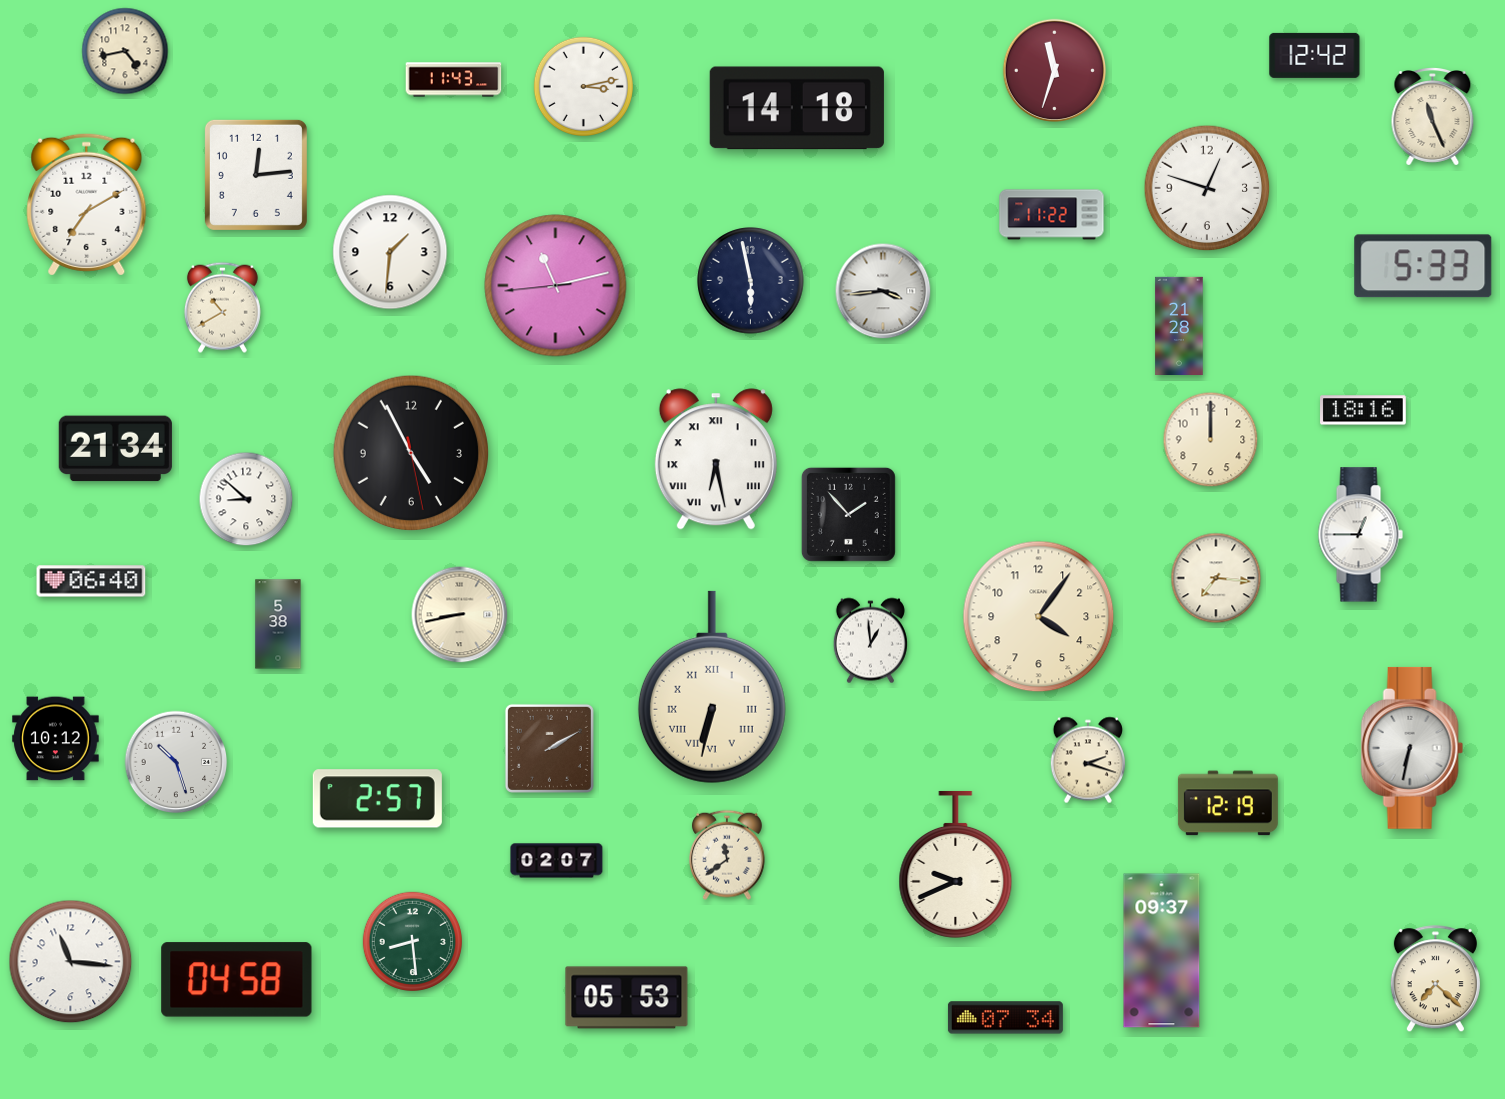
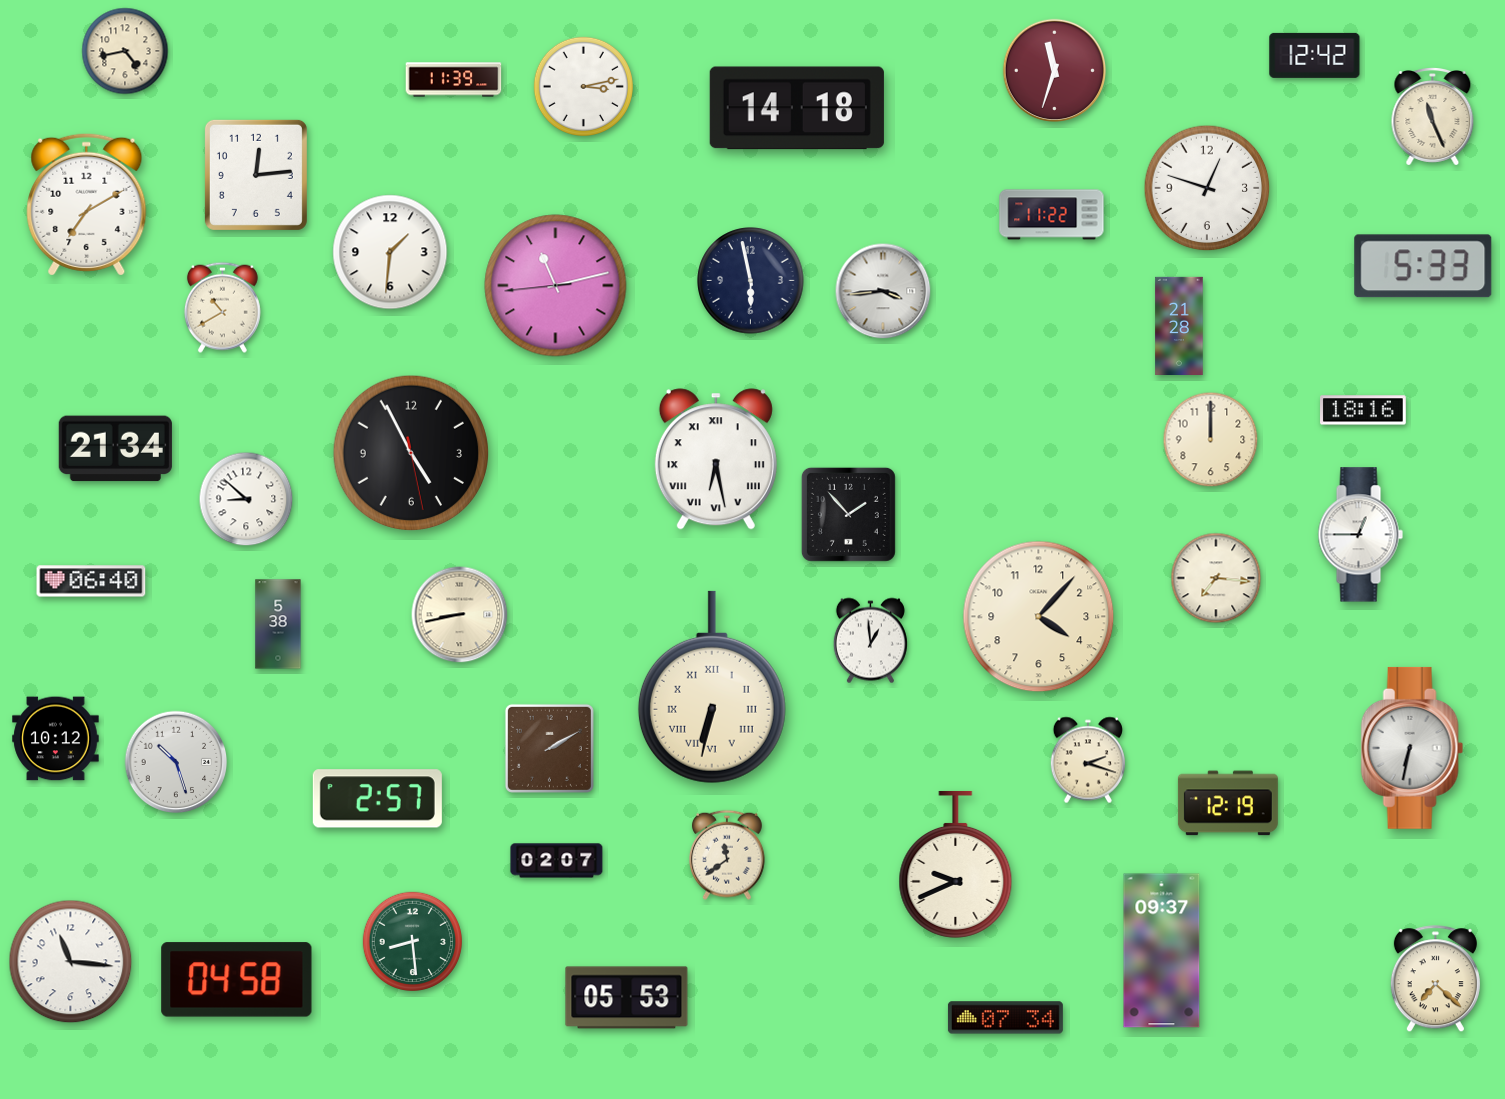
clock at (454, 80): 11:43 -> 11:39
clock at (1039, 617): 4:06 -> 4:07
